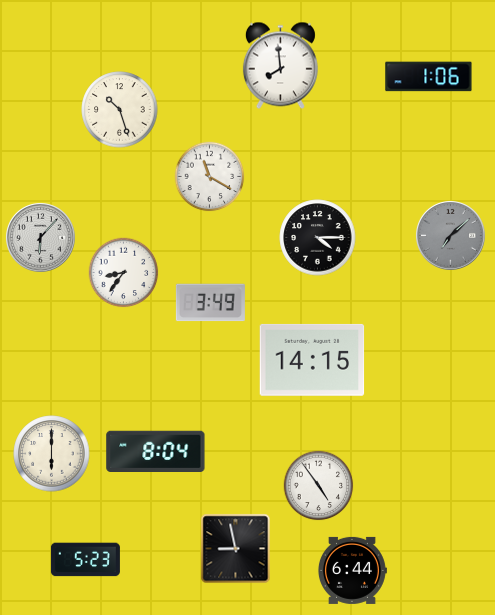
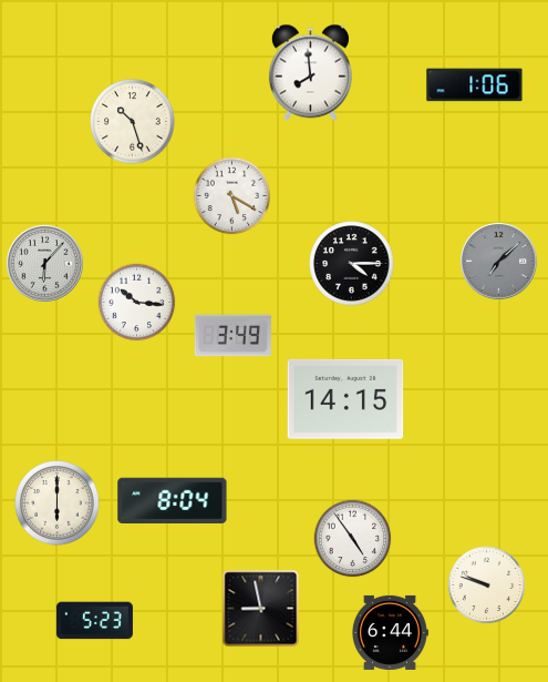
clock at (210, 177): 11:20 -> 5:20
clock at (124, 273): 8:36 -> 10:16
clock at (487, 586): none -> 9:48
